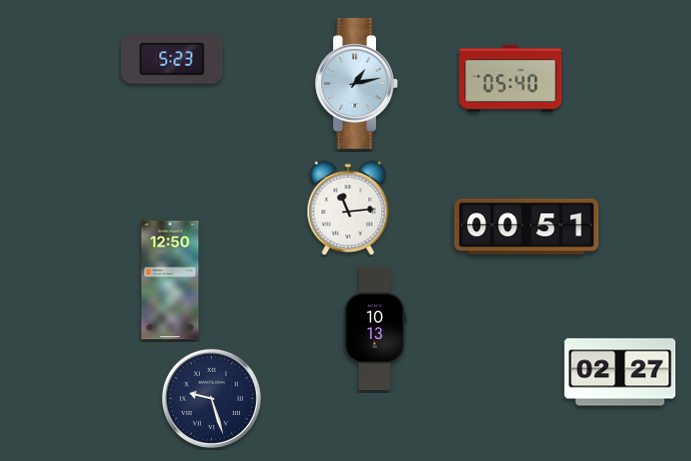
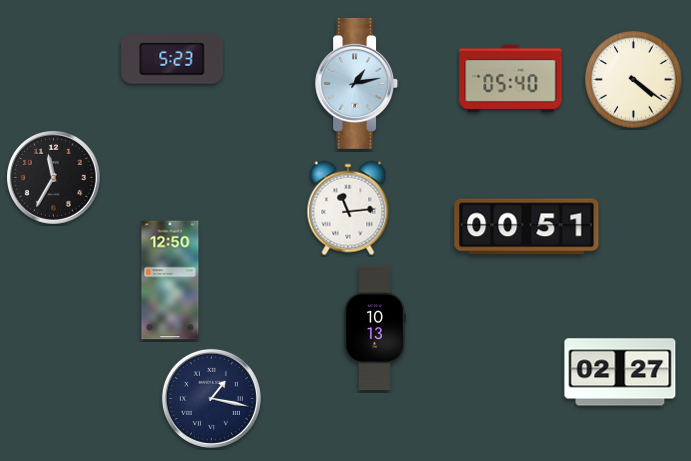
clock at (634, 80): none -> 4:21
clock at (54, 178): none -> 11:35
clock at (211, 398): 9:27 -> 1:17
